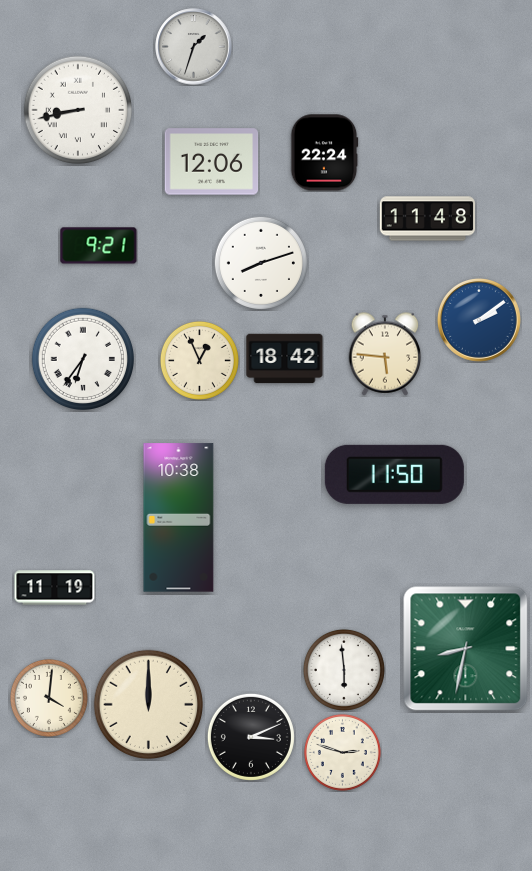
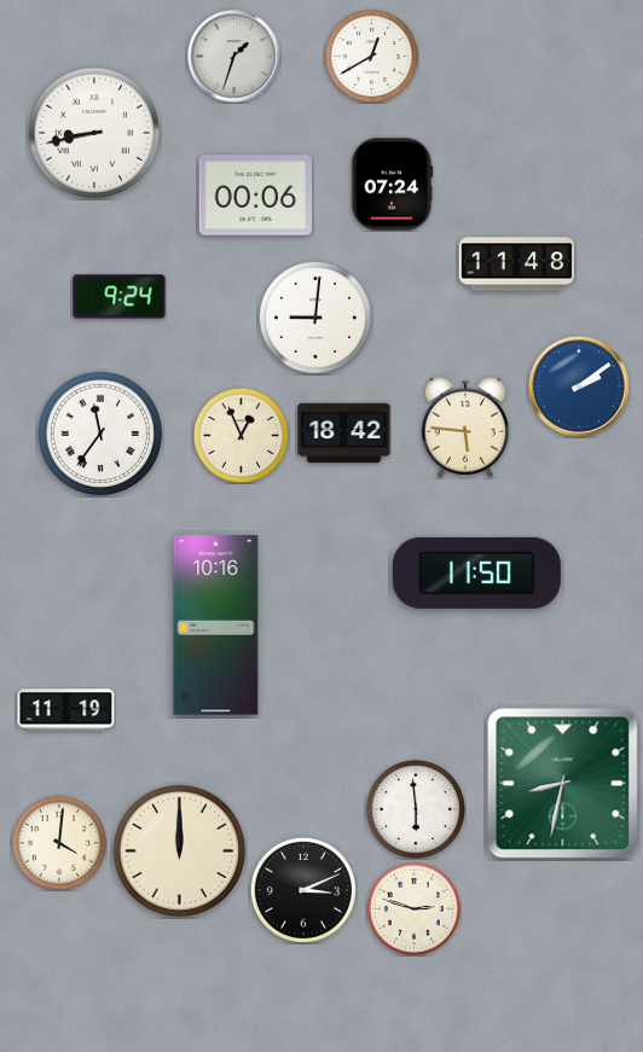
clock at (371, 56): none -> 12:40
clock at (325, 153): 22:24 -> 07:24
clock at (212, 162): 12:06 -> 00:06
clock at (99, 246): 9:21 -> 9:24
clock at (261, 263): 8:12 -> 9:01
clock at (82, 358): 6:36 -> 11:36
clock at (179, 518): 10:38 -> 10:16
